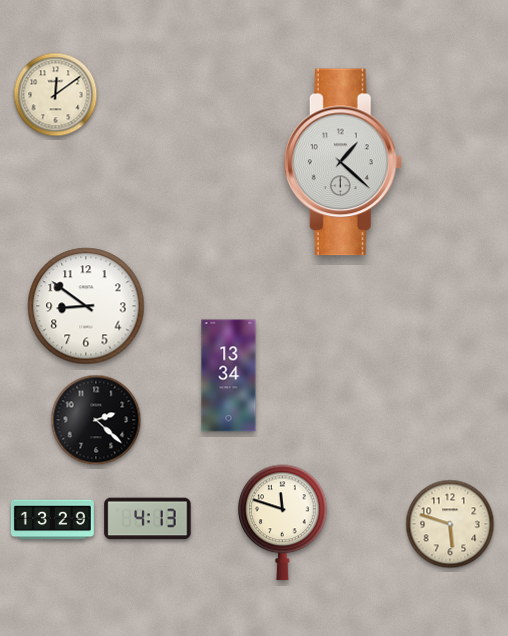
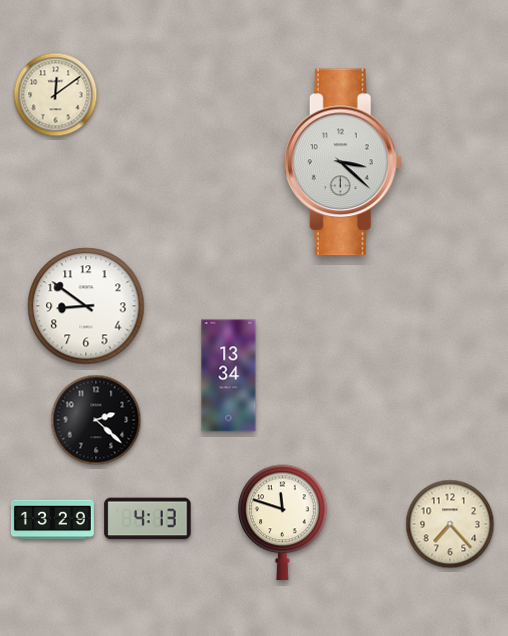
clock at (343, 162): 1:22 -> 3:22
clock at (450, 524): 5:48 -> 7:23
